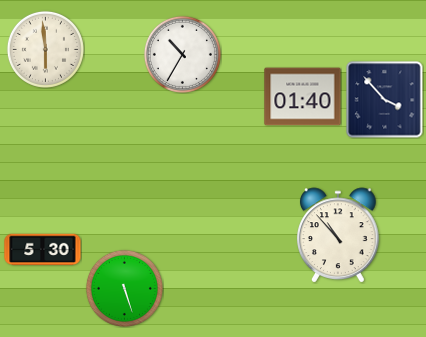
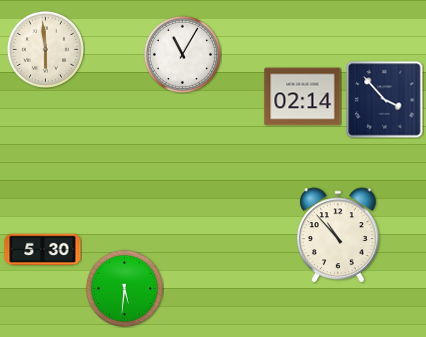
clock at (182, 54): 10:35 -> 11:05
clock at (303, 97): 01:40 -> 02:14
clock at (124, 288): 5:27 -> 5:31
